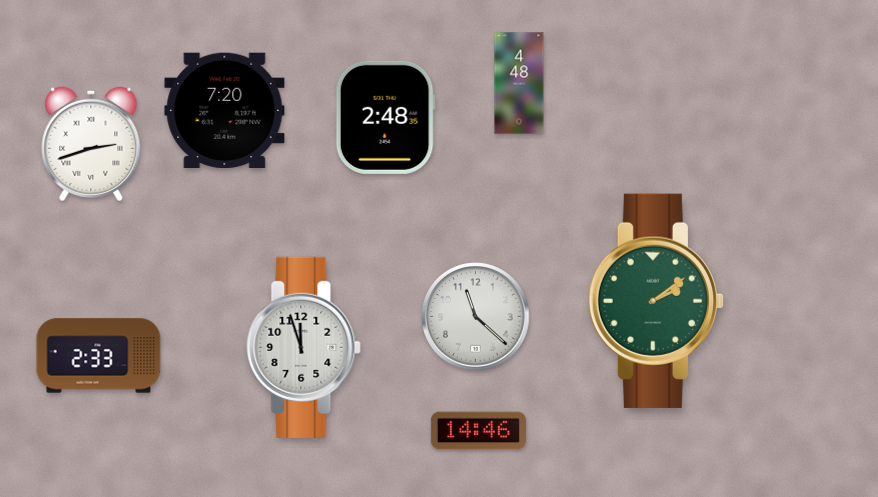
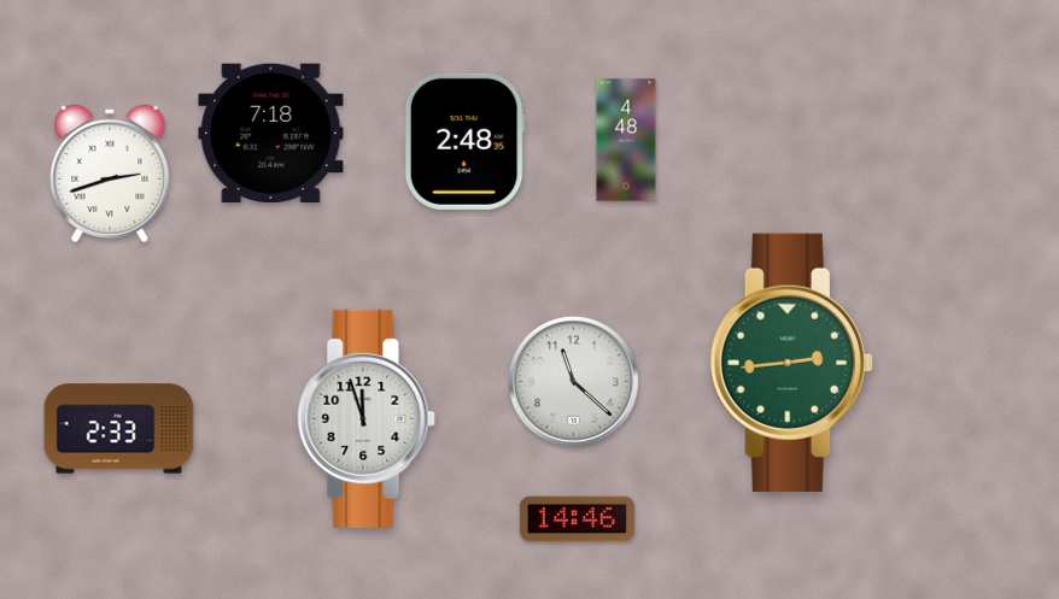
clock at (519, 83) position: (519, 83) -> (626, 140)
clock at (225, 110): 7:20 -> 7:18
clock at (656, 301): 2:09 -> 2:44
